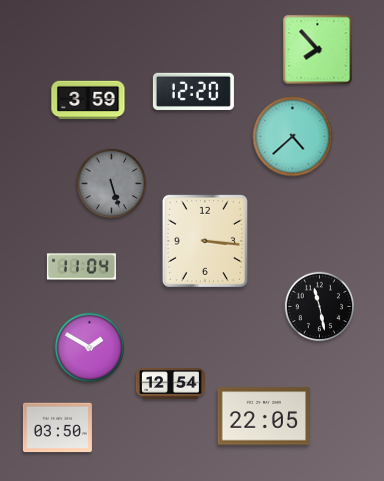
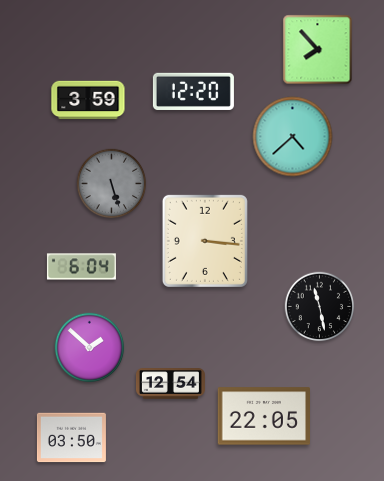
clock at (81, 267): 11:04 -> 6:04
clock at (90, 348): 1:50 -> 1:52
clock at (57, 428) position: (57, 428) -> (71, 438)
